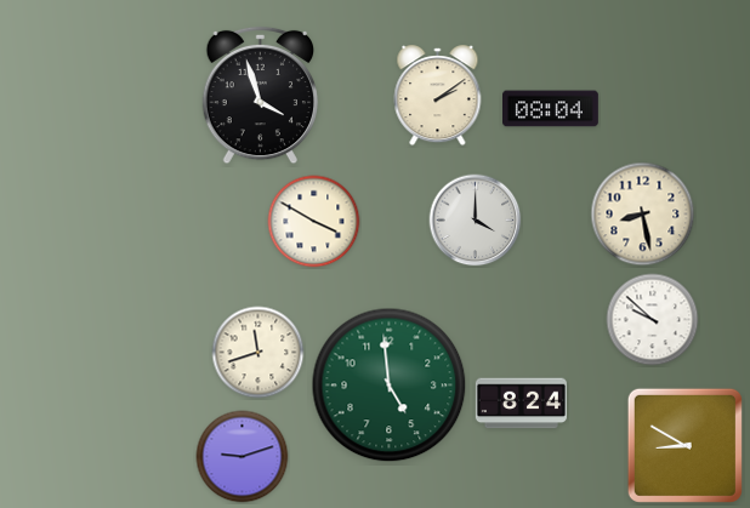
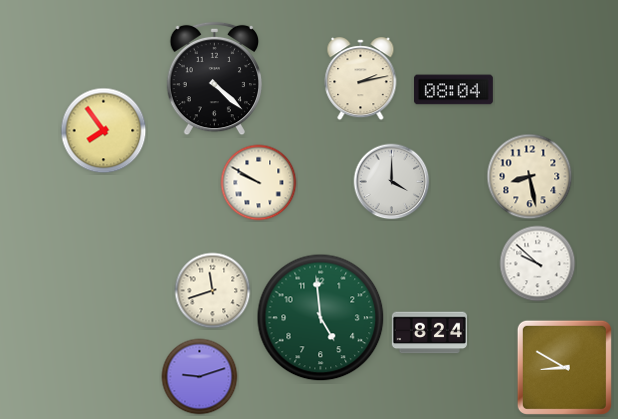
clock at (261, 96): 3:57 -> 4:22
clock at (438, 96): 2:09 -> 2:13
clock at (104, 131): none -> 7:54
clock at (314, 222): 3:50 -> 9:50
